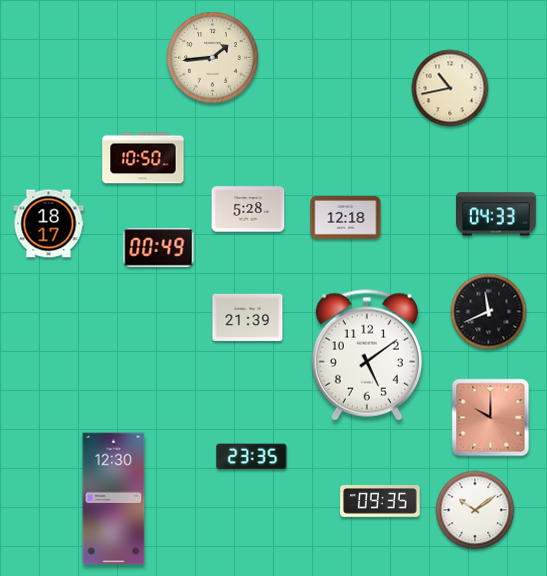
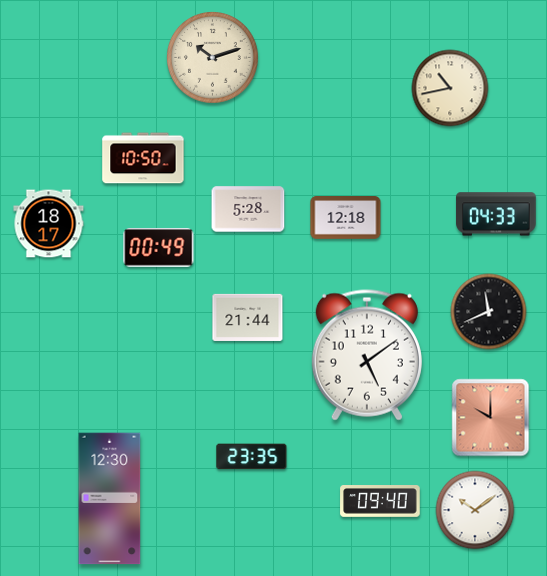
clock at (213, 58): 1:44 -> 10:12
clock at (248, 317): 21:39 -> 21:44
clock at (114, 499) position: (114, 499) -> (110, 499)
clock at (380, 502): 09:35 -> 09:40
